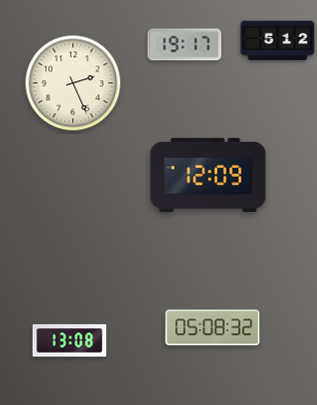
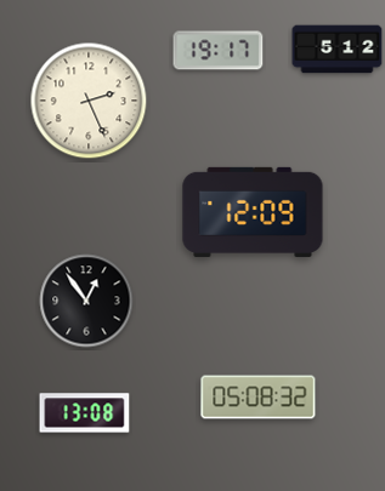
clock at (185, 45) position: (185, 45) -> (219, 51)
clock at (86, 301): none -> 12:54
